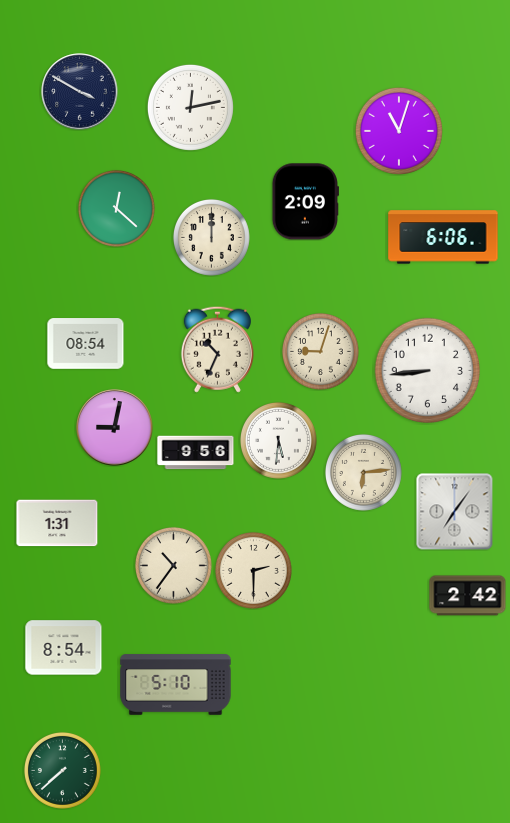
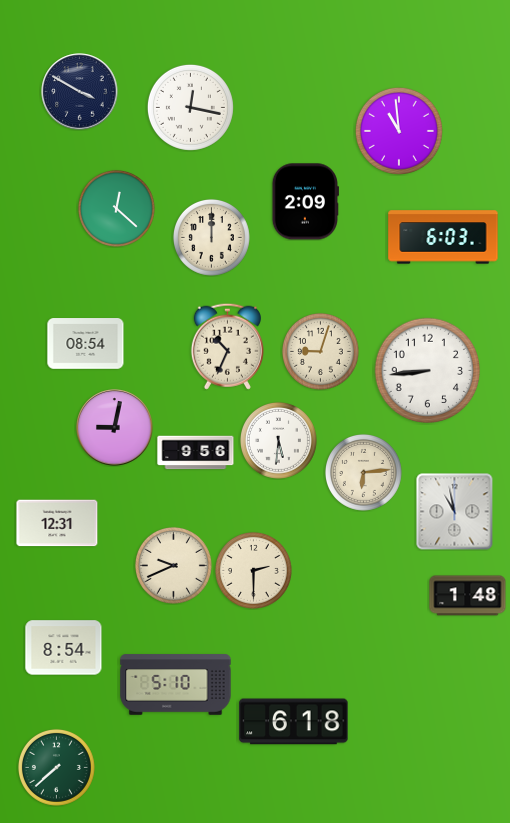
clock at (190, 107): 12:13 -> 12:17
clock at (399, 131): 11:03 -> 10:59
clock at (443, 237): 6:06 -> 6:03
clock at (217, 349) position: (217, 349) -> (227, 346)
clock at (455, 512): 7:06 -> 10:58
clock at (57, 523): 1:31 -> 12:31
clock at (173, 565): 10:36 -> 9:41
clock at (468, 596): 2:42 -> 1:48
clock at (294, 722): none -> 6:18
clock at (62, 770) position: (62, 770) -> (56, 767)
